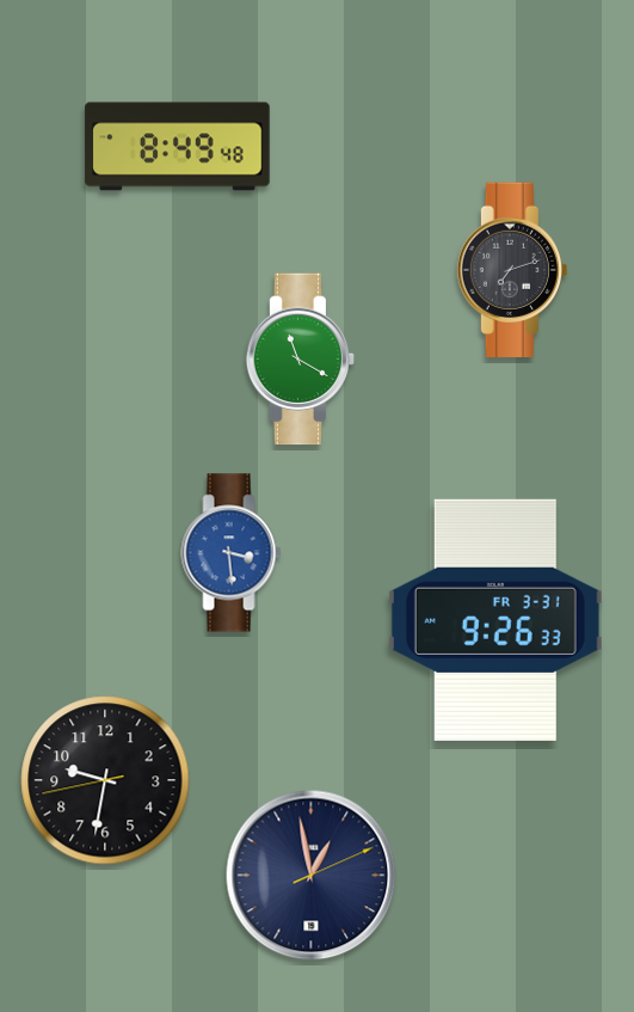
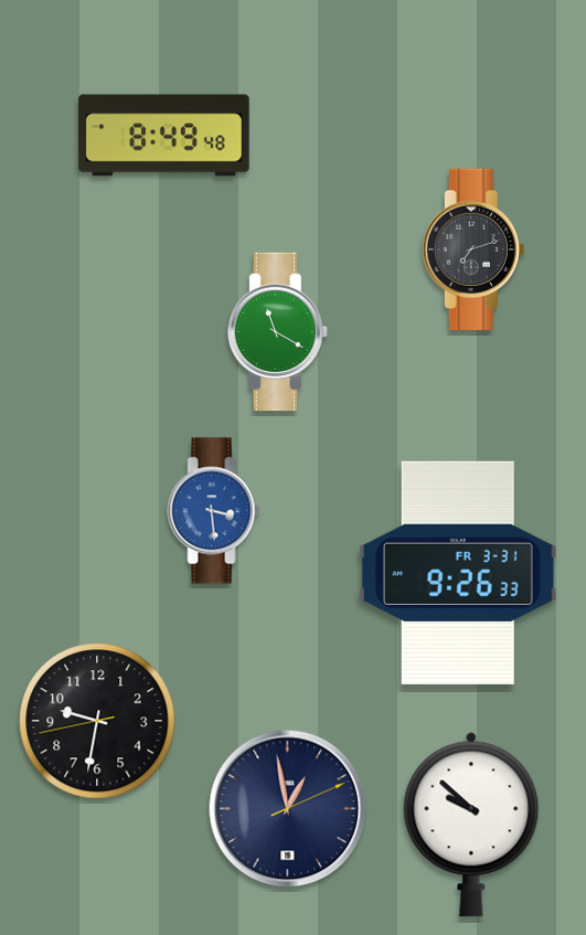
clock at (471, 825): none -> 9:52
